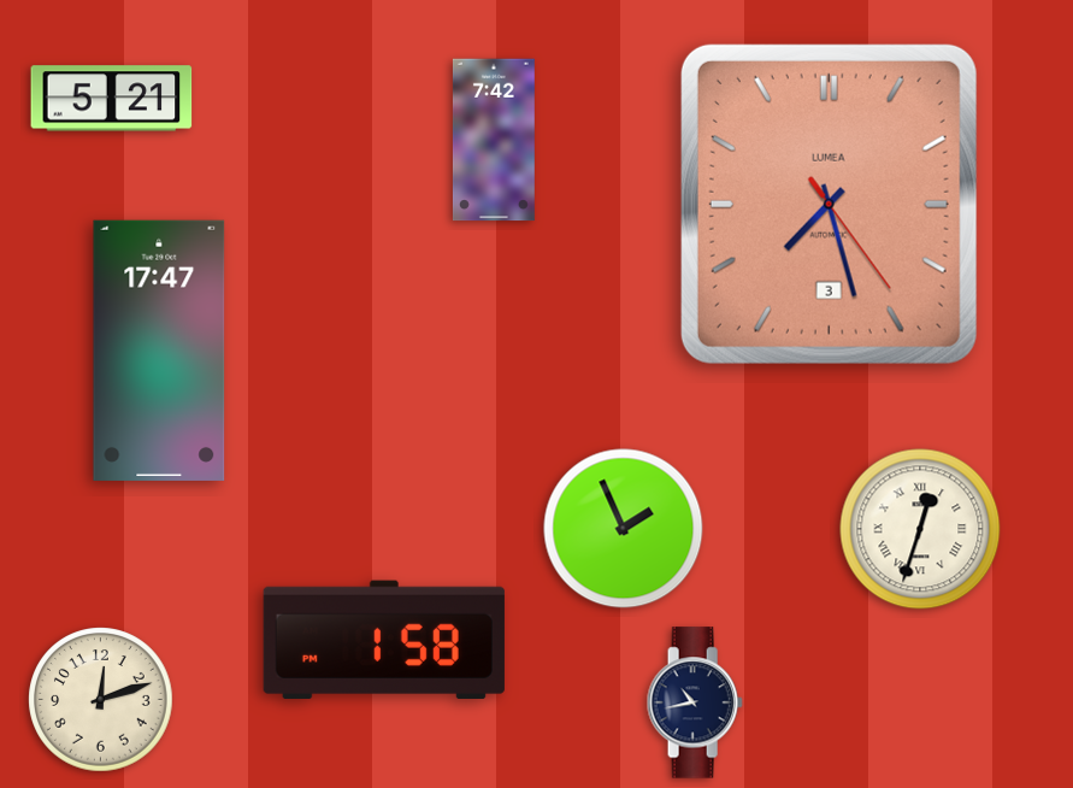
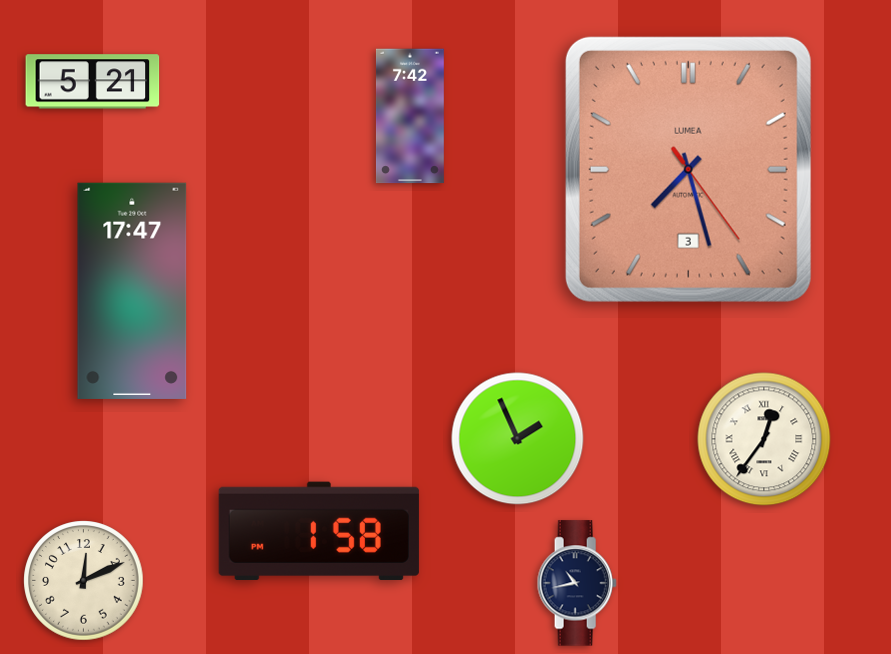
clock at (920, 529): 12:33 -> 12:36
clock at (101, 700): 12:12 -> 12:11
